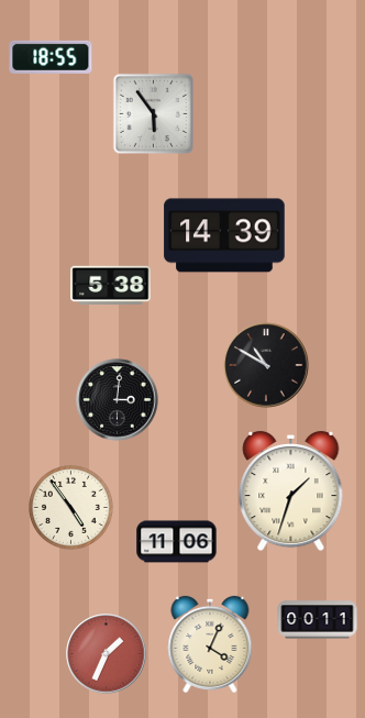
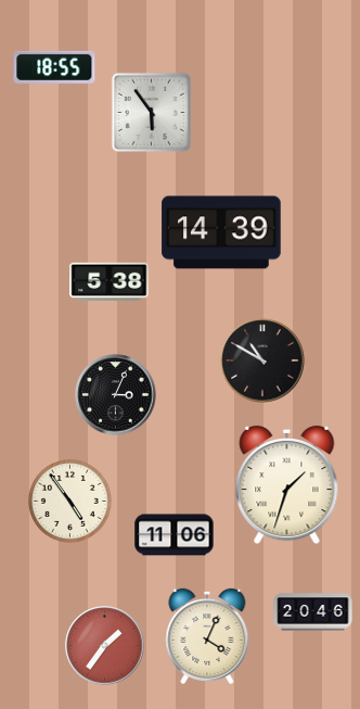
clock at (51, 57) position: (51, 57) -> (54, 67)
clock at (118, 400): 3:01 -> 3:04
clock at (318, 620): 00:11 -> 20:46
clock at (107, 654): 1:34 -> 1:36
